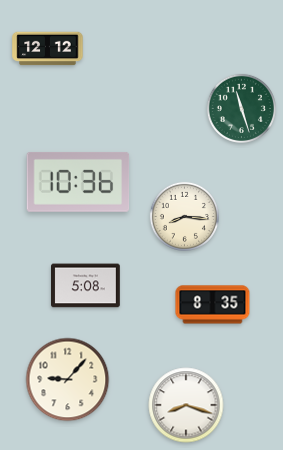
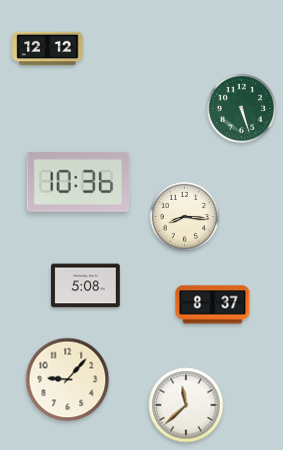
clock at (241, 108): 11:27 -> 5:27
clock at (213, 305): 8:35 -> 8:37
clock at (186, 405): 8:18 -> 11:38
